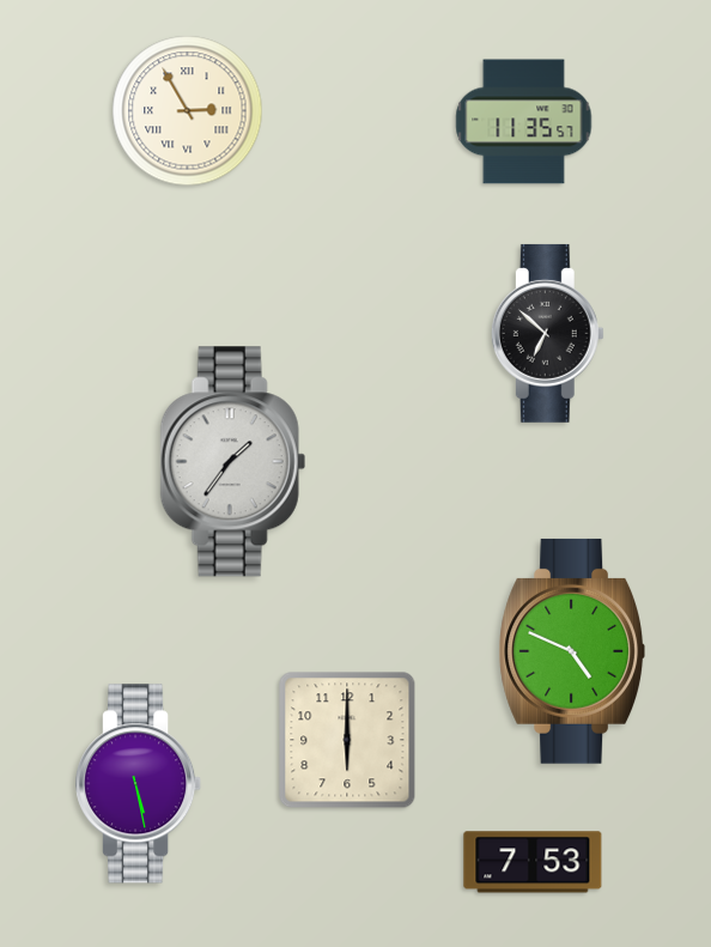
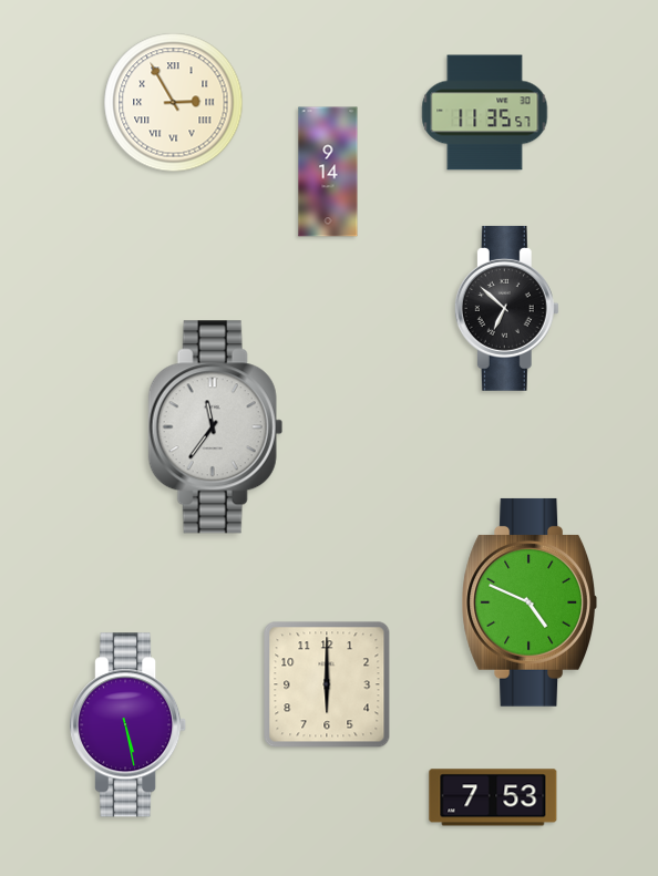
clock at (328, 172): none -> 9:14
clock at (232, 462): 1:36 -> 11:36
clock at (347, 740) position: (347, 740) -> (327, 684)
